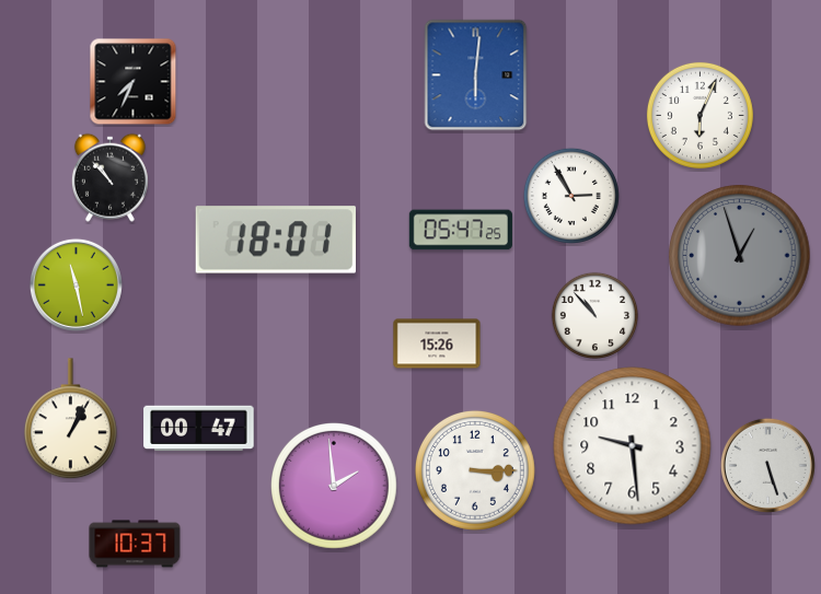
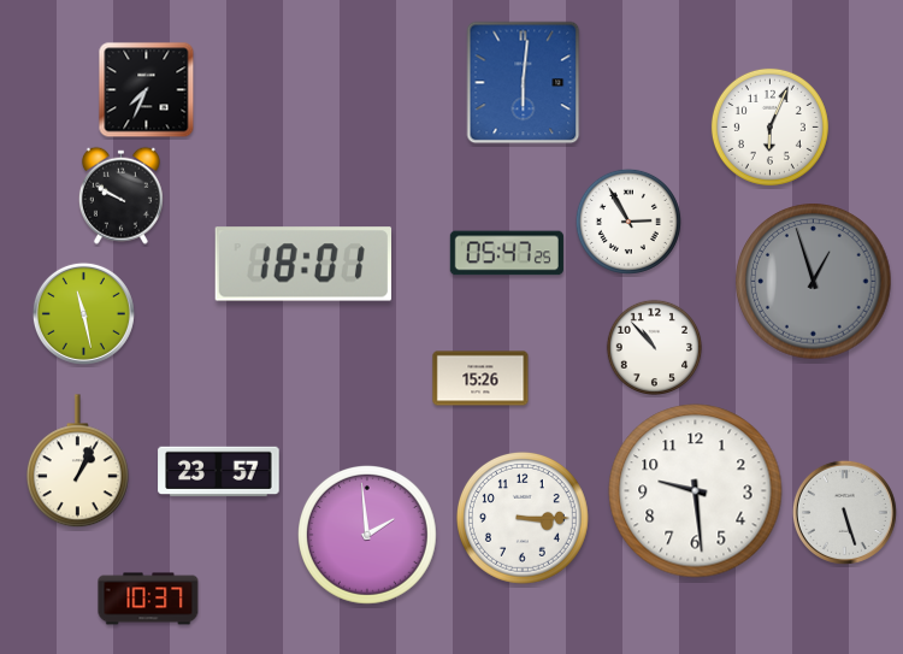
clock at (109, 177): 10:53 -> 9:50
clock at (571, 196) position: (571, 196) -> (628, 222)
clock at (199, 429): 00:47 -> 23:57
